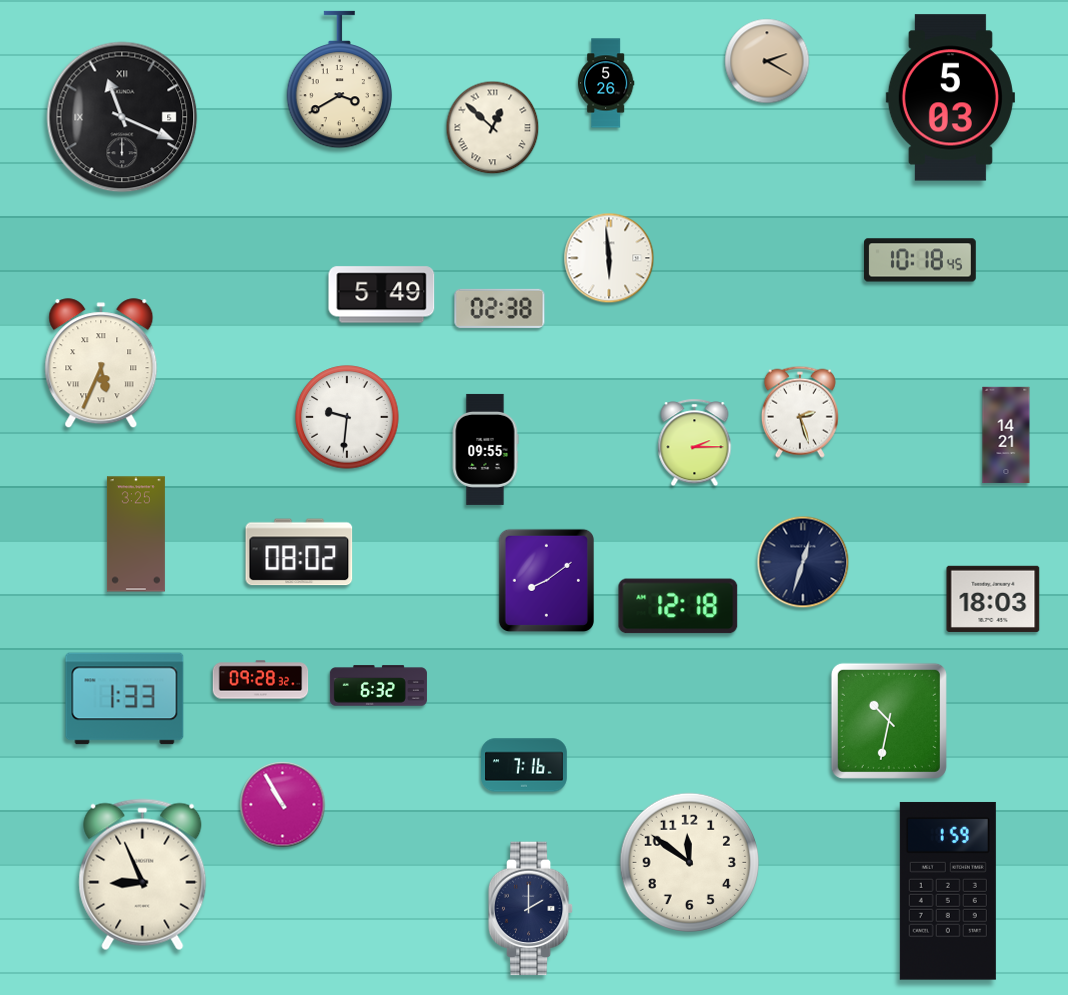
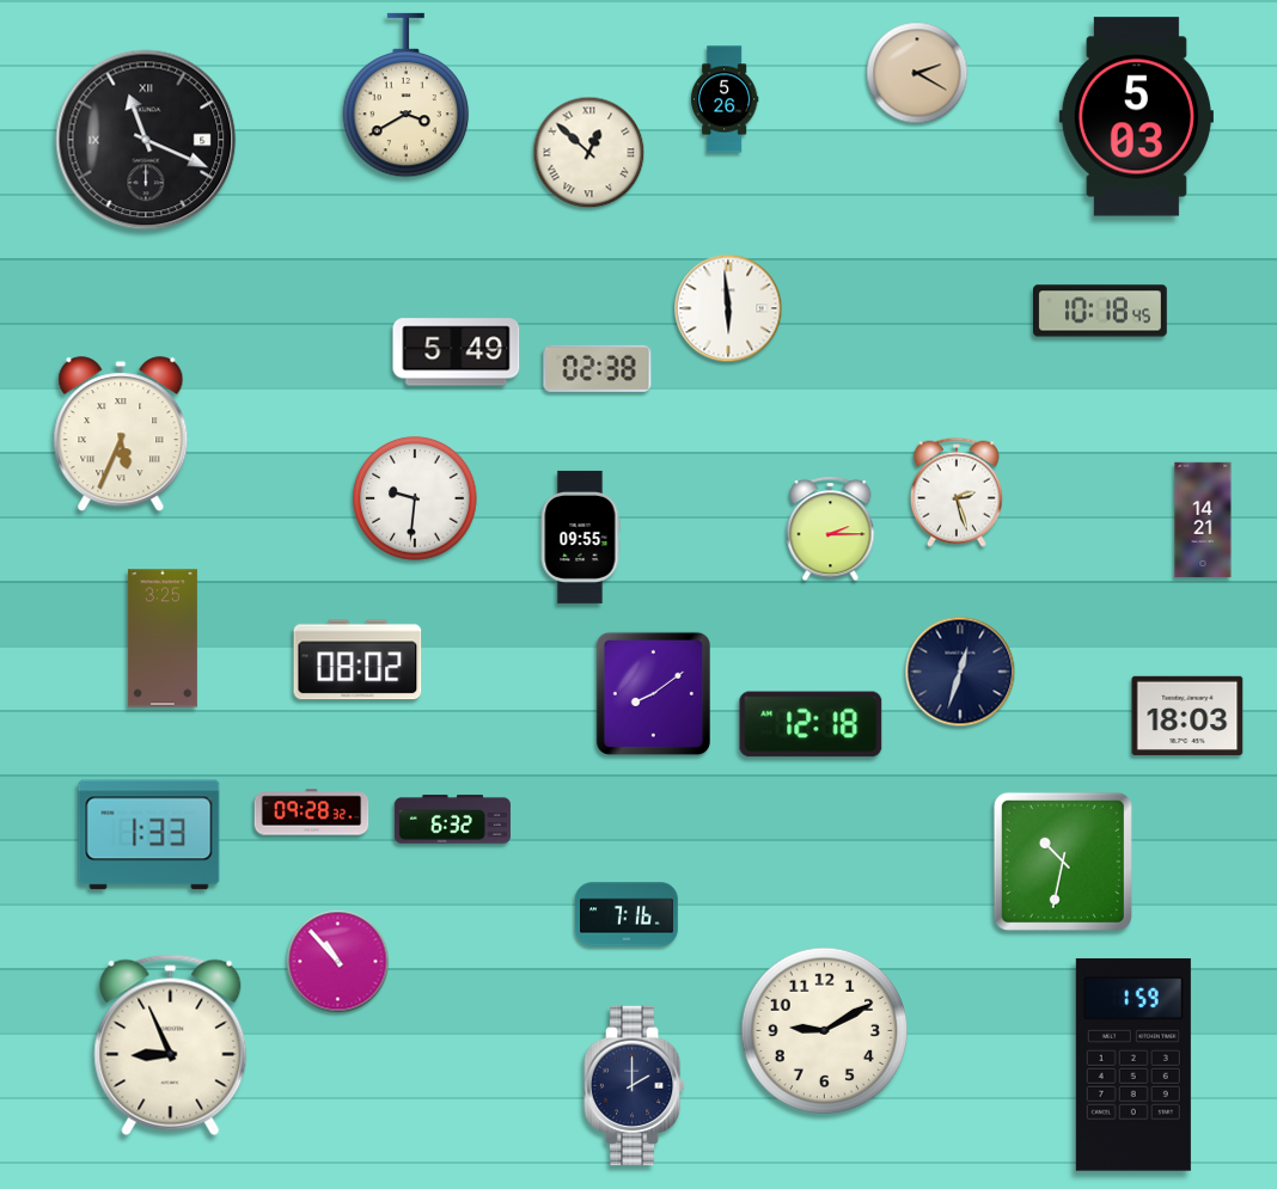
clock at (283, 805): 10:55 -> 10:53
clock at (689, 862): 11:51 -> 9:10
